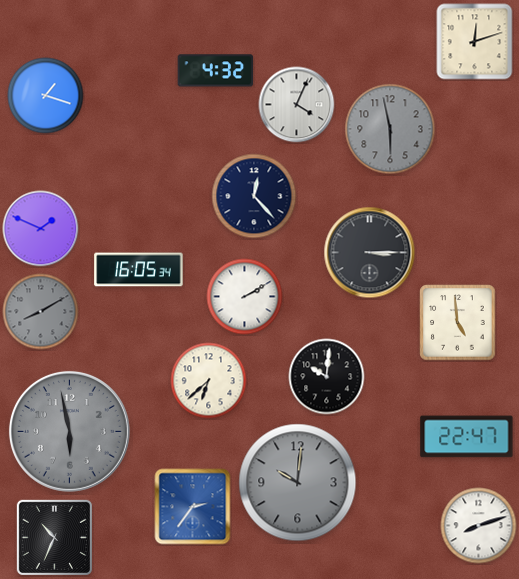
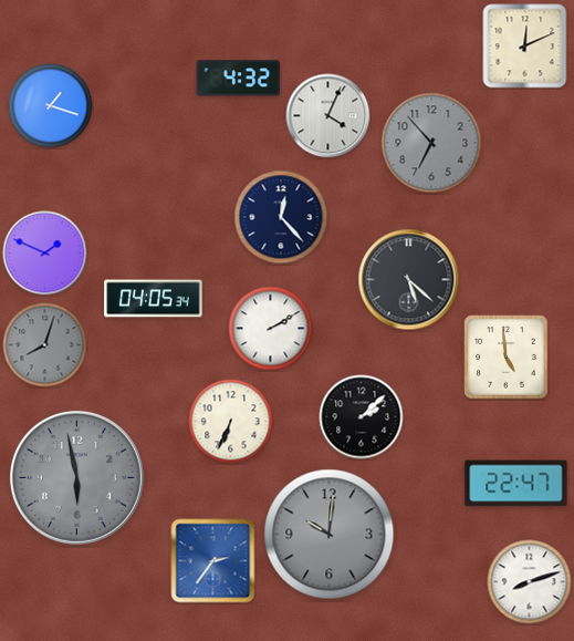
clock at (475, 42): 12:12 -> 12:11
clock at (390, 129): 5:58 -> 6:53
clock at (370, 253): 3:15 -> 5:22
clock at (139, 270): 16:05 -> 04:05
clock at (41, 312): 8:10 -> 8:03
clock at (327, 377): 10:01 -> 2:08
clock at (209, 381): 6:38 -> 6:34
clock at (54, 537): 10:34 -> none
